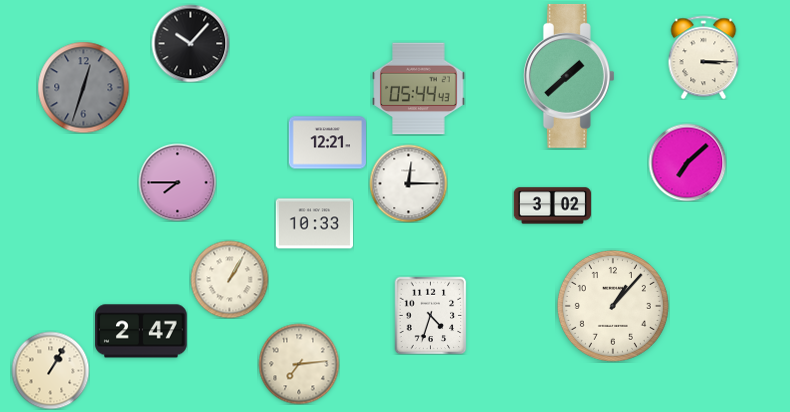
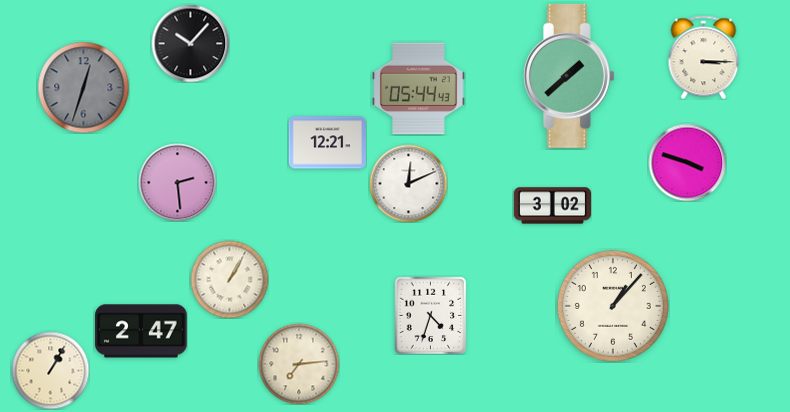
clock at (687, 162): 7:08 -> 3:48
clock at (177, 182): 7:45 -> 2:29
clock at (408, 183): 12:15 -> 12:11
clock at (314, 224): 10:33 -> none
